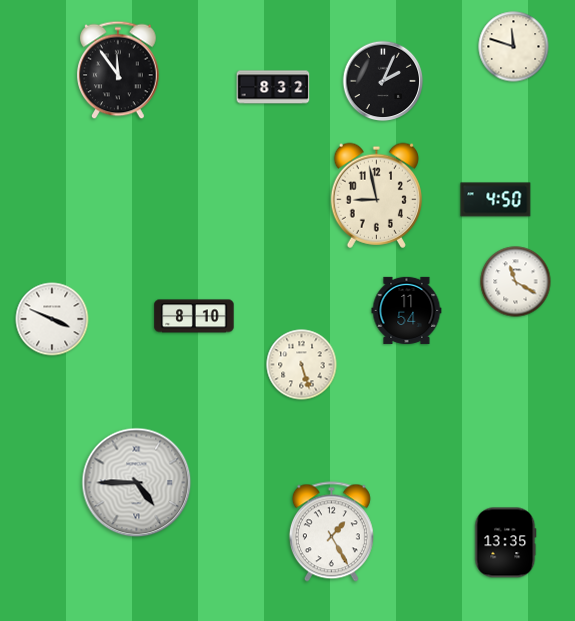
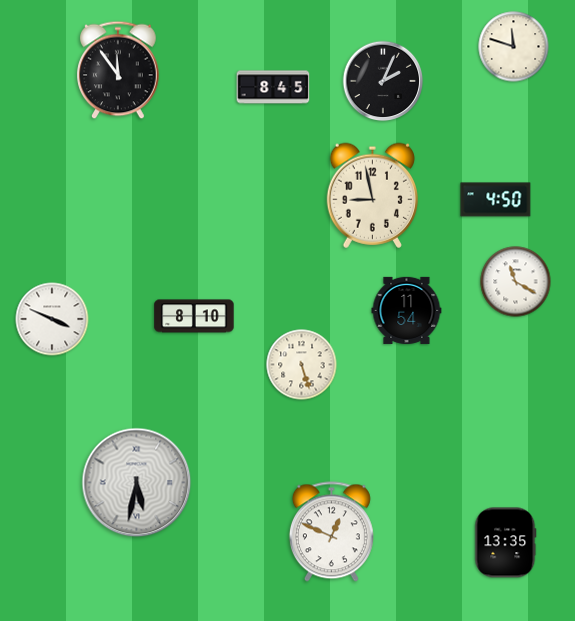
clock at (273, 87): 8:32 -> 8:45
clock at (376, 195) position: (376, 195) -> (372, 195)
clock at (137, 483): 4:45 -> 5:32
clock at (331, 532): 1:25 -> 12:49
